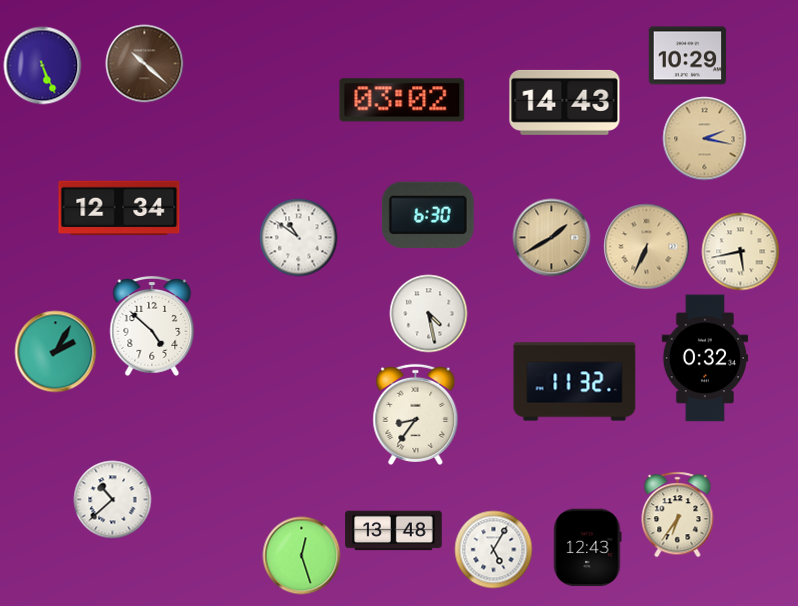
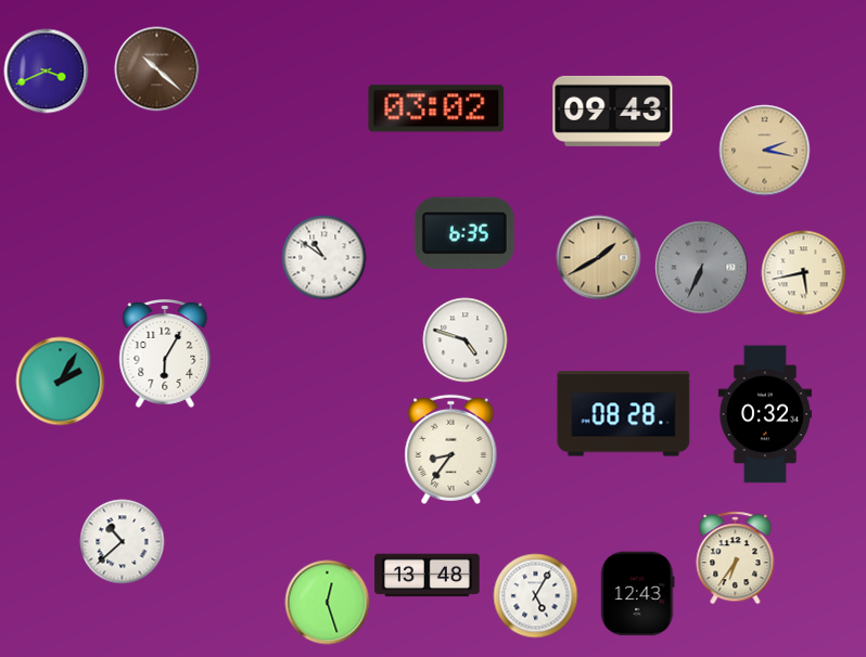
clock at (687, 56): 10:29 -> none
clock at (42, 65): 5:26 -> 3:41
clock at (565, 102): 14:43 -> 09:43
clock at (119, 208): 12:34 -> none
clock at (428, 215): 6:30 -> 6:35
clock at (646, 246) dial: champagne -> grey
clock at (428, 313): 4:28 -> 4:48
clock at (152, 326): 4:52 -> 6:05
clock at (704, 358) position: (704, 358) -> (764, 414)
clock at (575, 382): 11:32 -> 08:28
